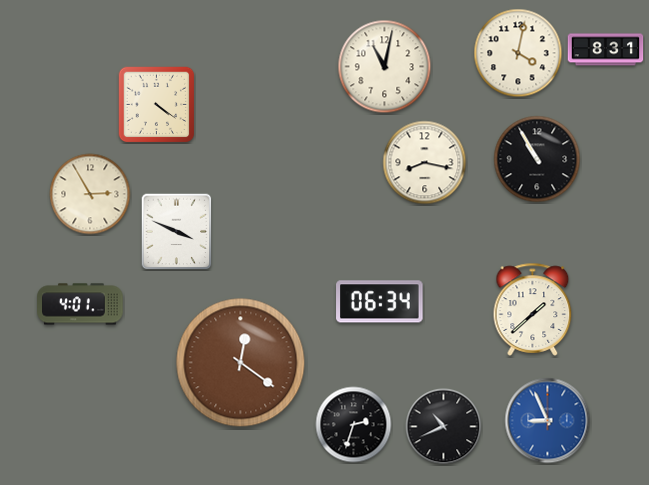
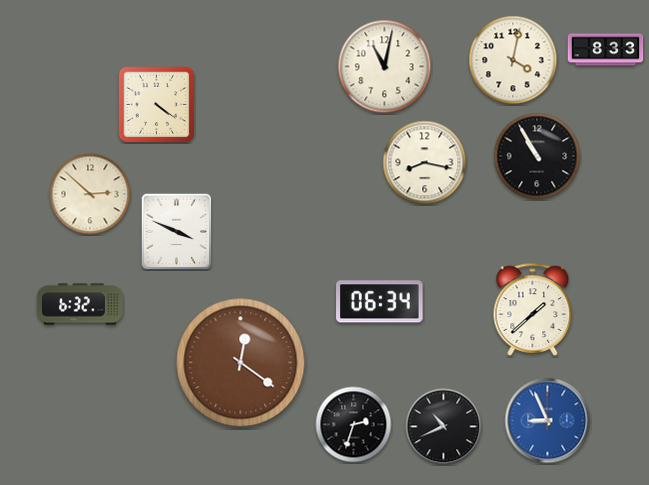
clock at (606, 50): 8:31 -> 8:33
clock at (518, 53) position: (518, 53) -> (513, 60)
clock at (537, 159) position: (537, 159) -> (537, 156)
clock at (90, 194): 2:55 -> 2:52
clock at (80, 304): 4:01 -> 6:32
